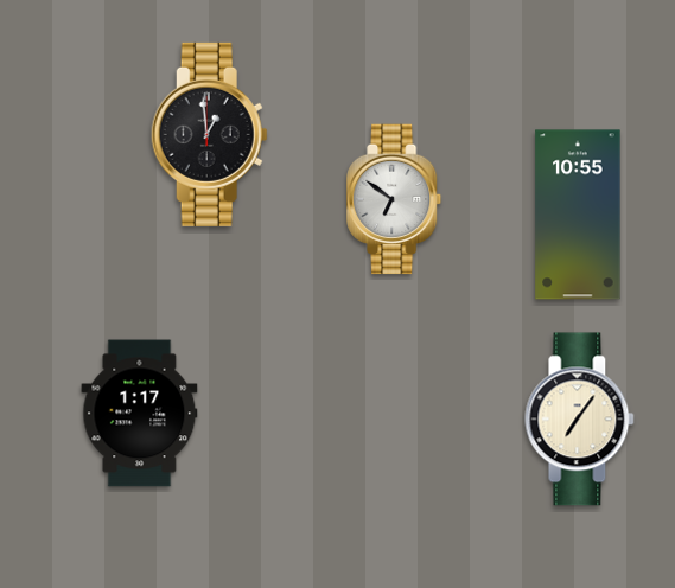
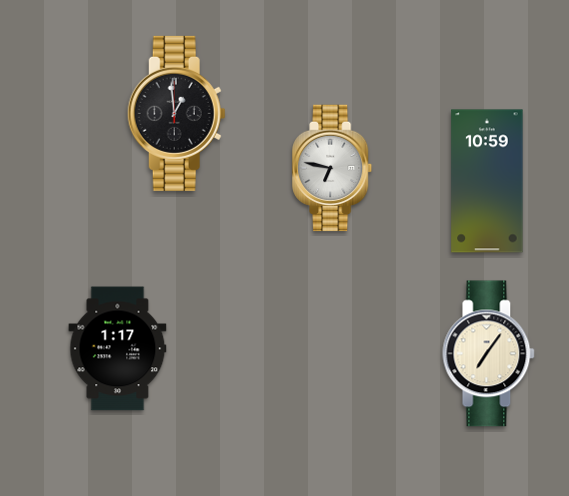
clock at (395, 199): 6:51 -> 6:47
clock at (578, 215): 10:55 -> 10:59
